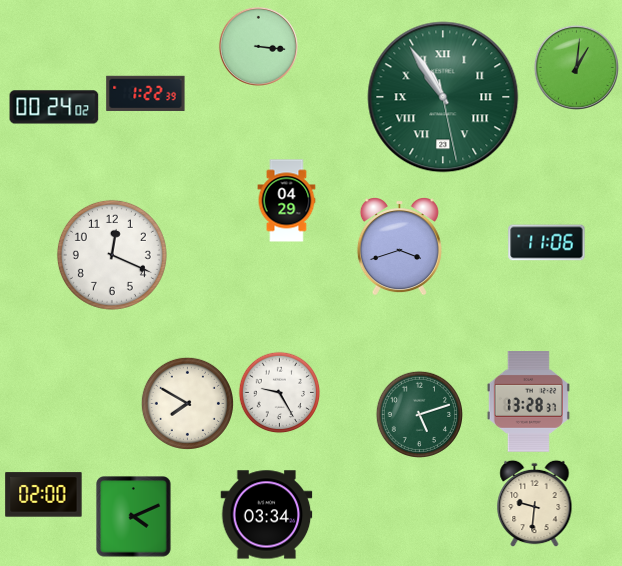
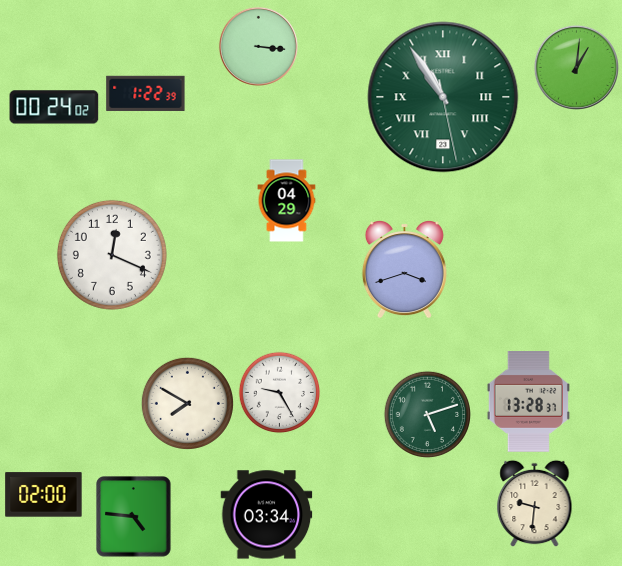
clock at (547, 243): 11:06 -> none
clock at (399, 247) position: (399, 247) -> (404, 270)
clock at (419, 414) position: (419, 414) -> (427, 414)
clock at (134, 517): 4:11 -> 4:46
